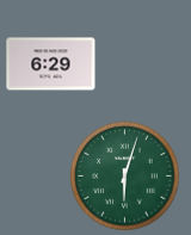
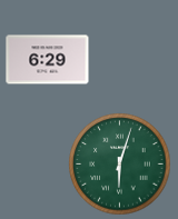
clock at (125, 177) position: (125, 177) -> (120, 165)
